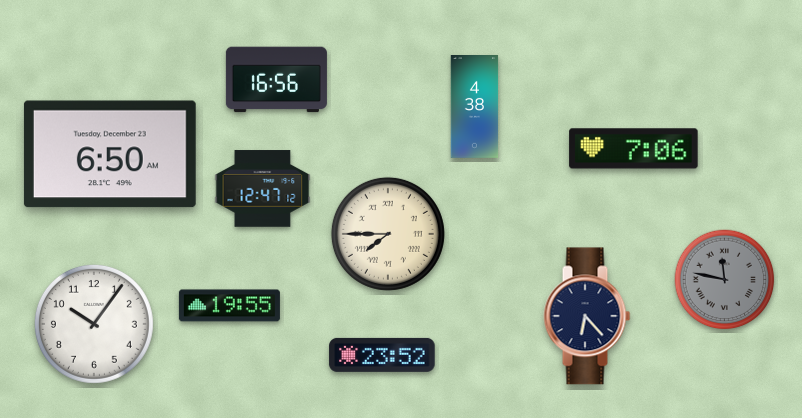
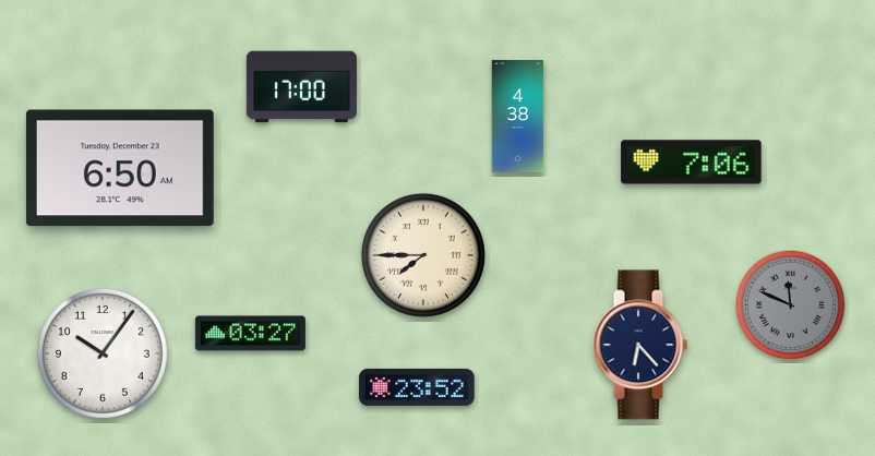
clock at (276, 80): 16:56 -> 17:00
clock at (263, 189): 12:47 -> none
clock at (725, 280): 11:47 -> 11:49
clock at (229, 306): 19:55 -> 03:27
